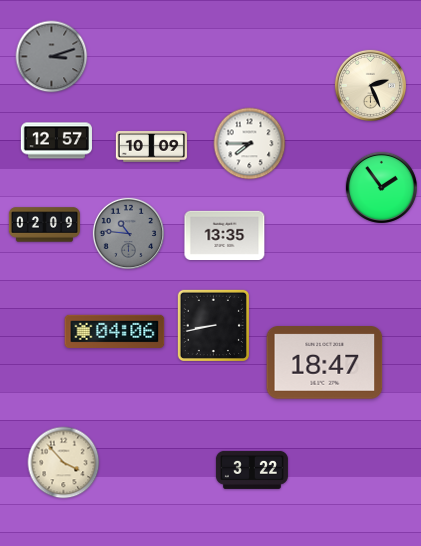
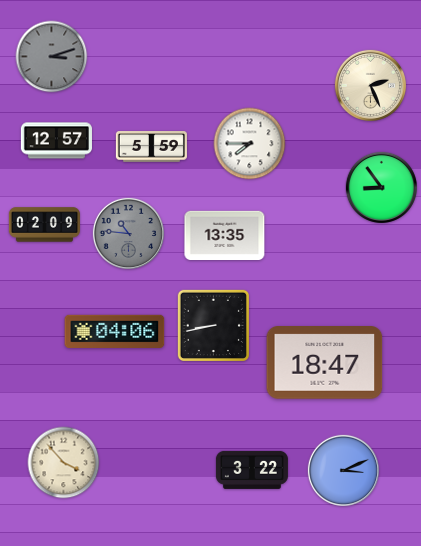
clock at (151, 147): 10:09 -> 5:59
clock at (381, 187): 1:54 -> 8:54
clock at (343, 470): none -> 3:11
